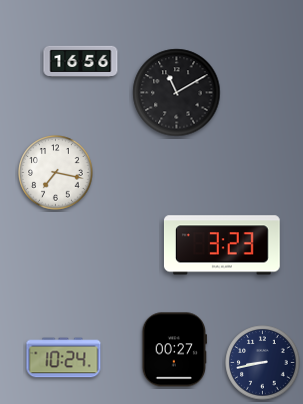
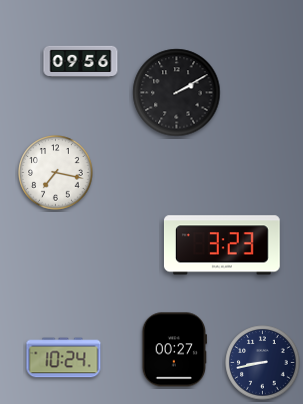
clock at (81, 61): 16:56 -> 09:56
clock at (177, 93): 11:10 -> 2:10
